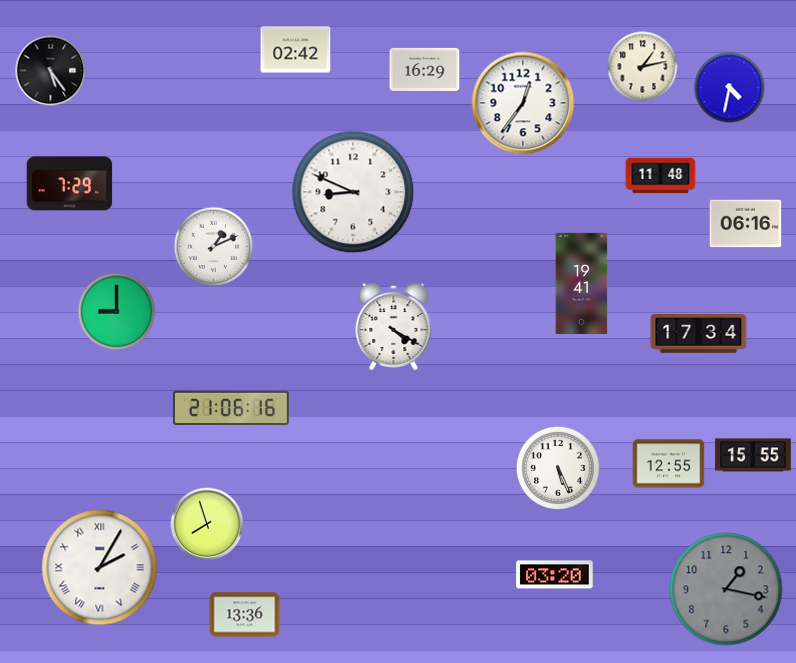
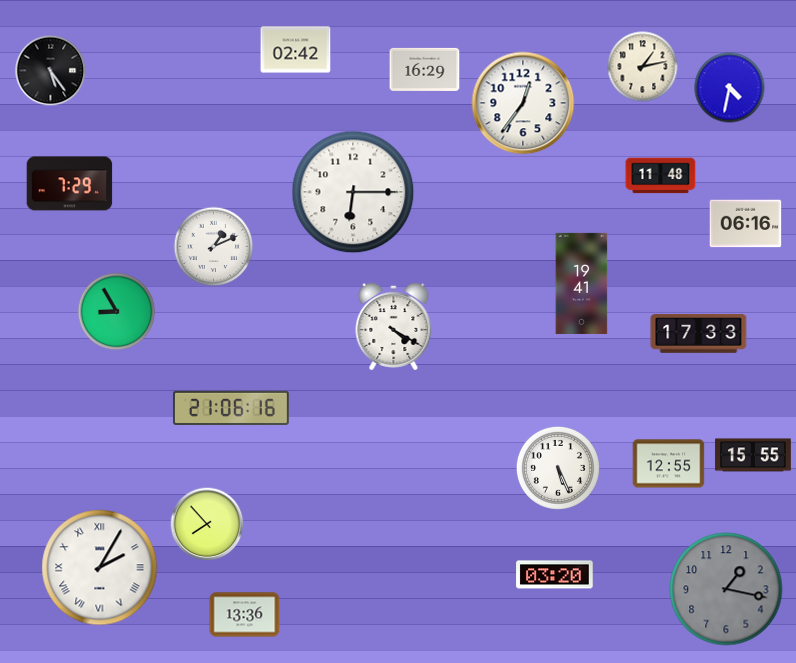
clock at (353, 192): 8:49 -> 6:15
clock at (117, 312): 9:00 -> 8:55
clock at (699, 334): 17:34 -> 17:33
clock at (207, 524): 7:57 -> 7:53
